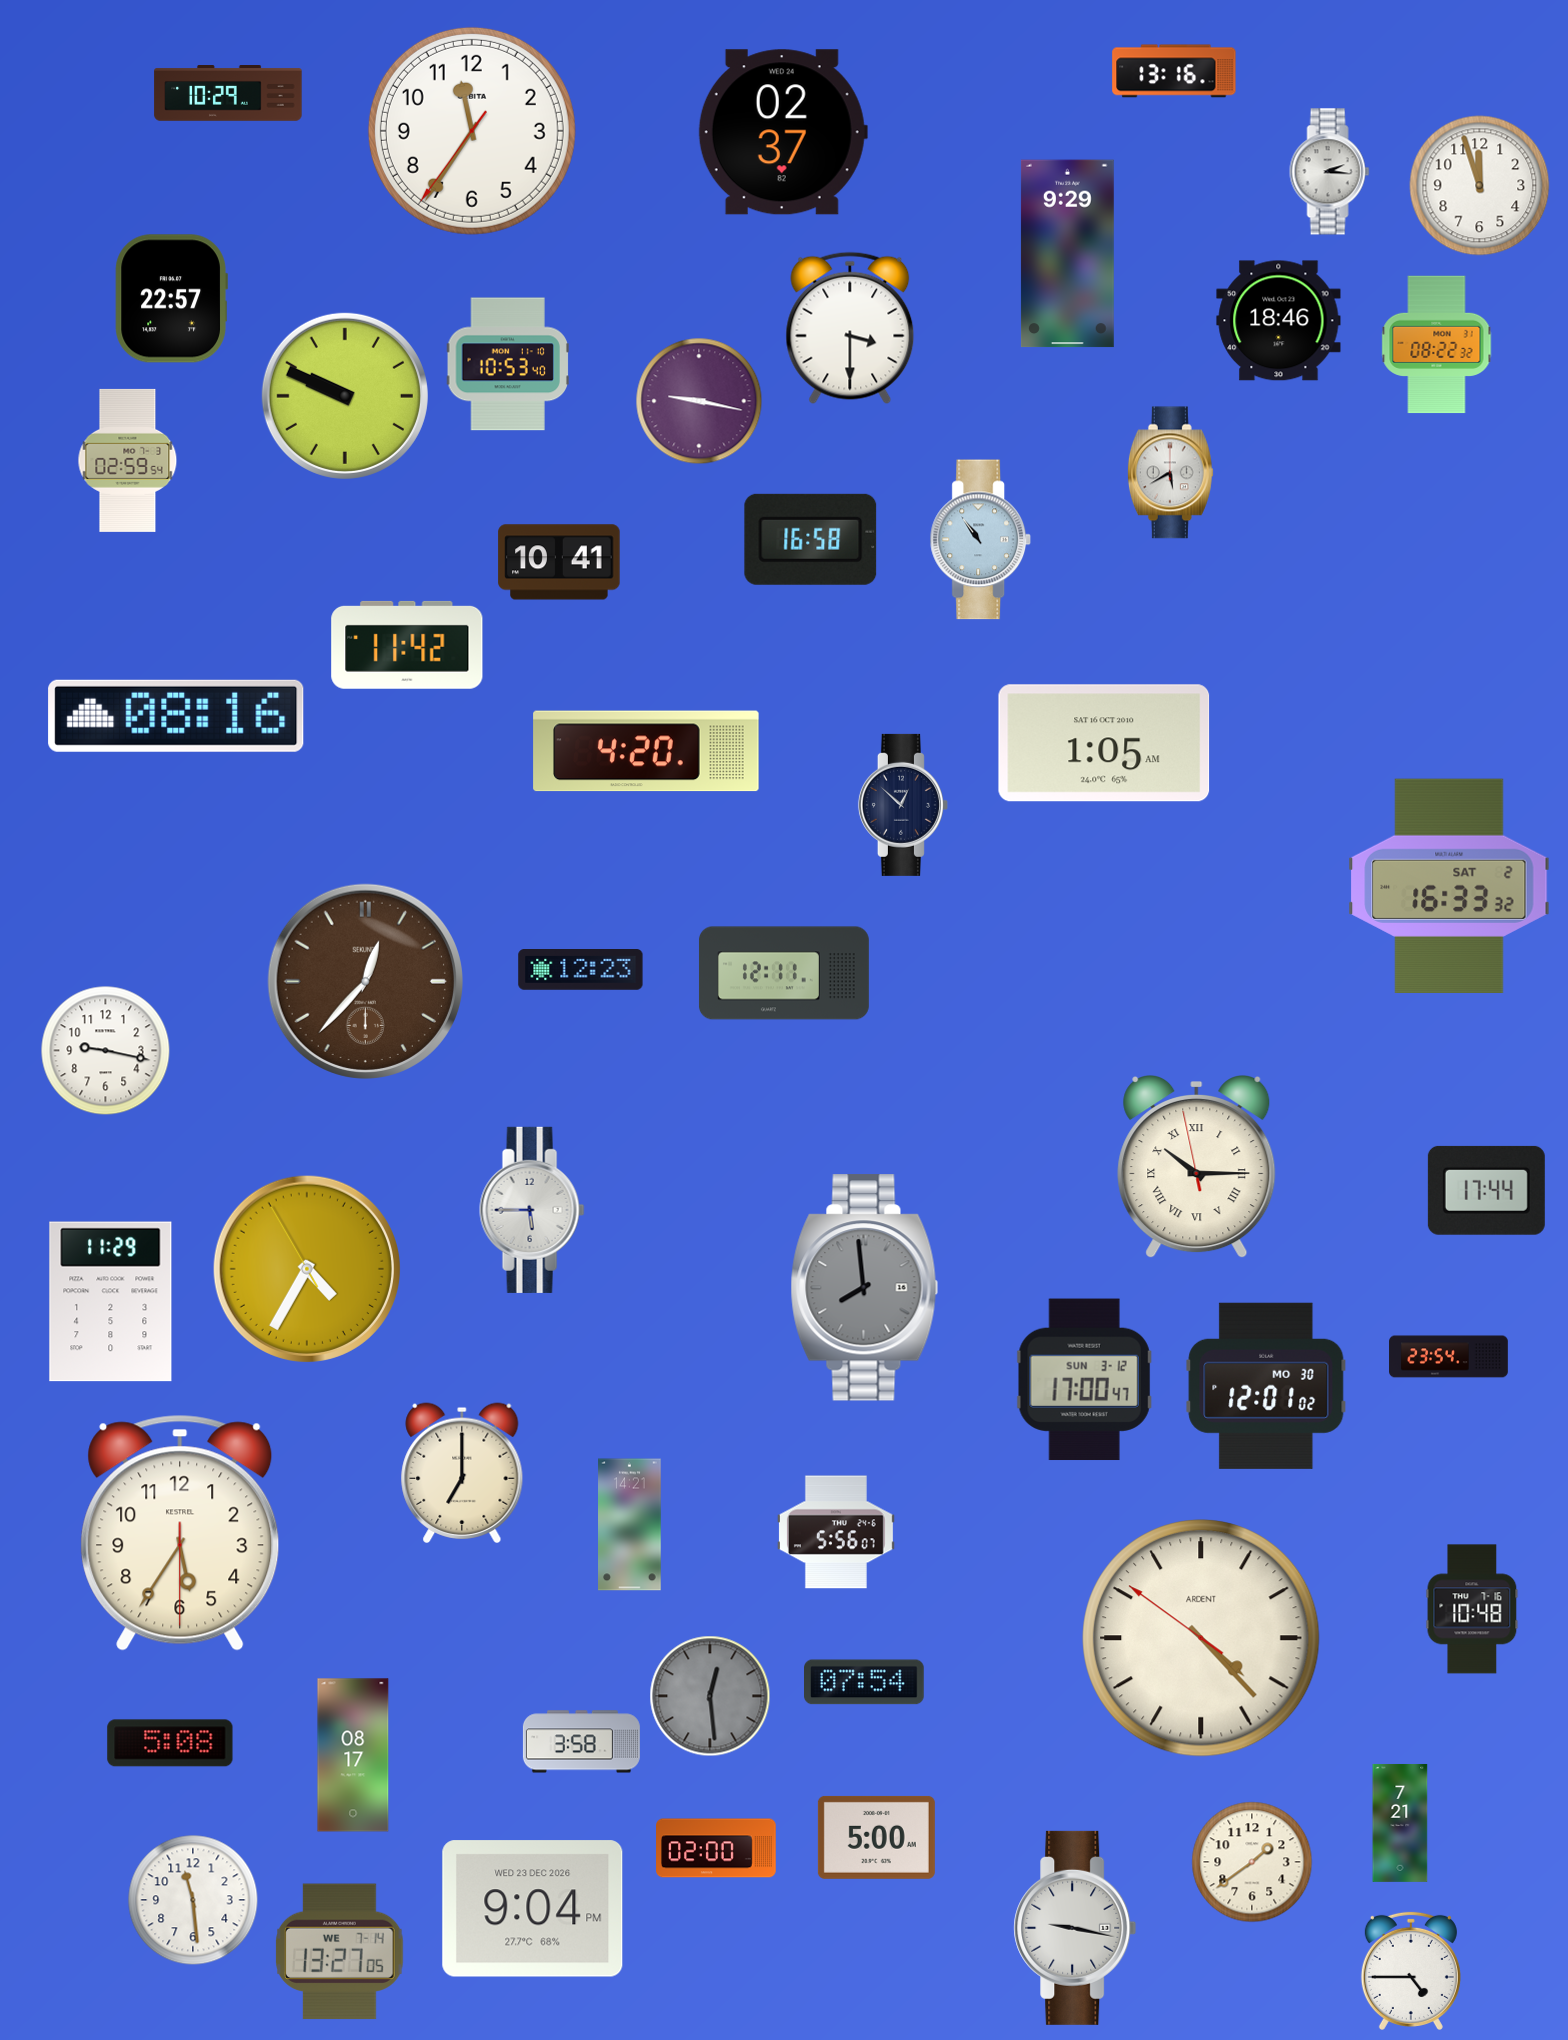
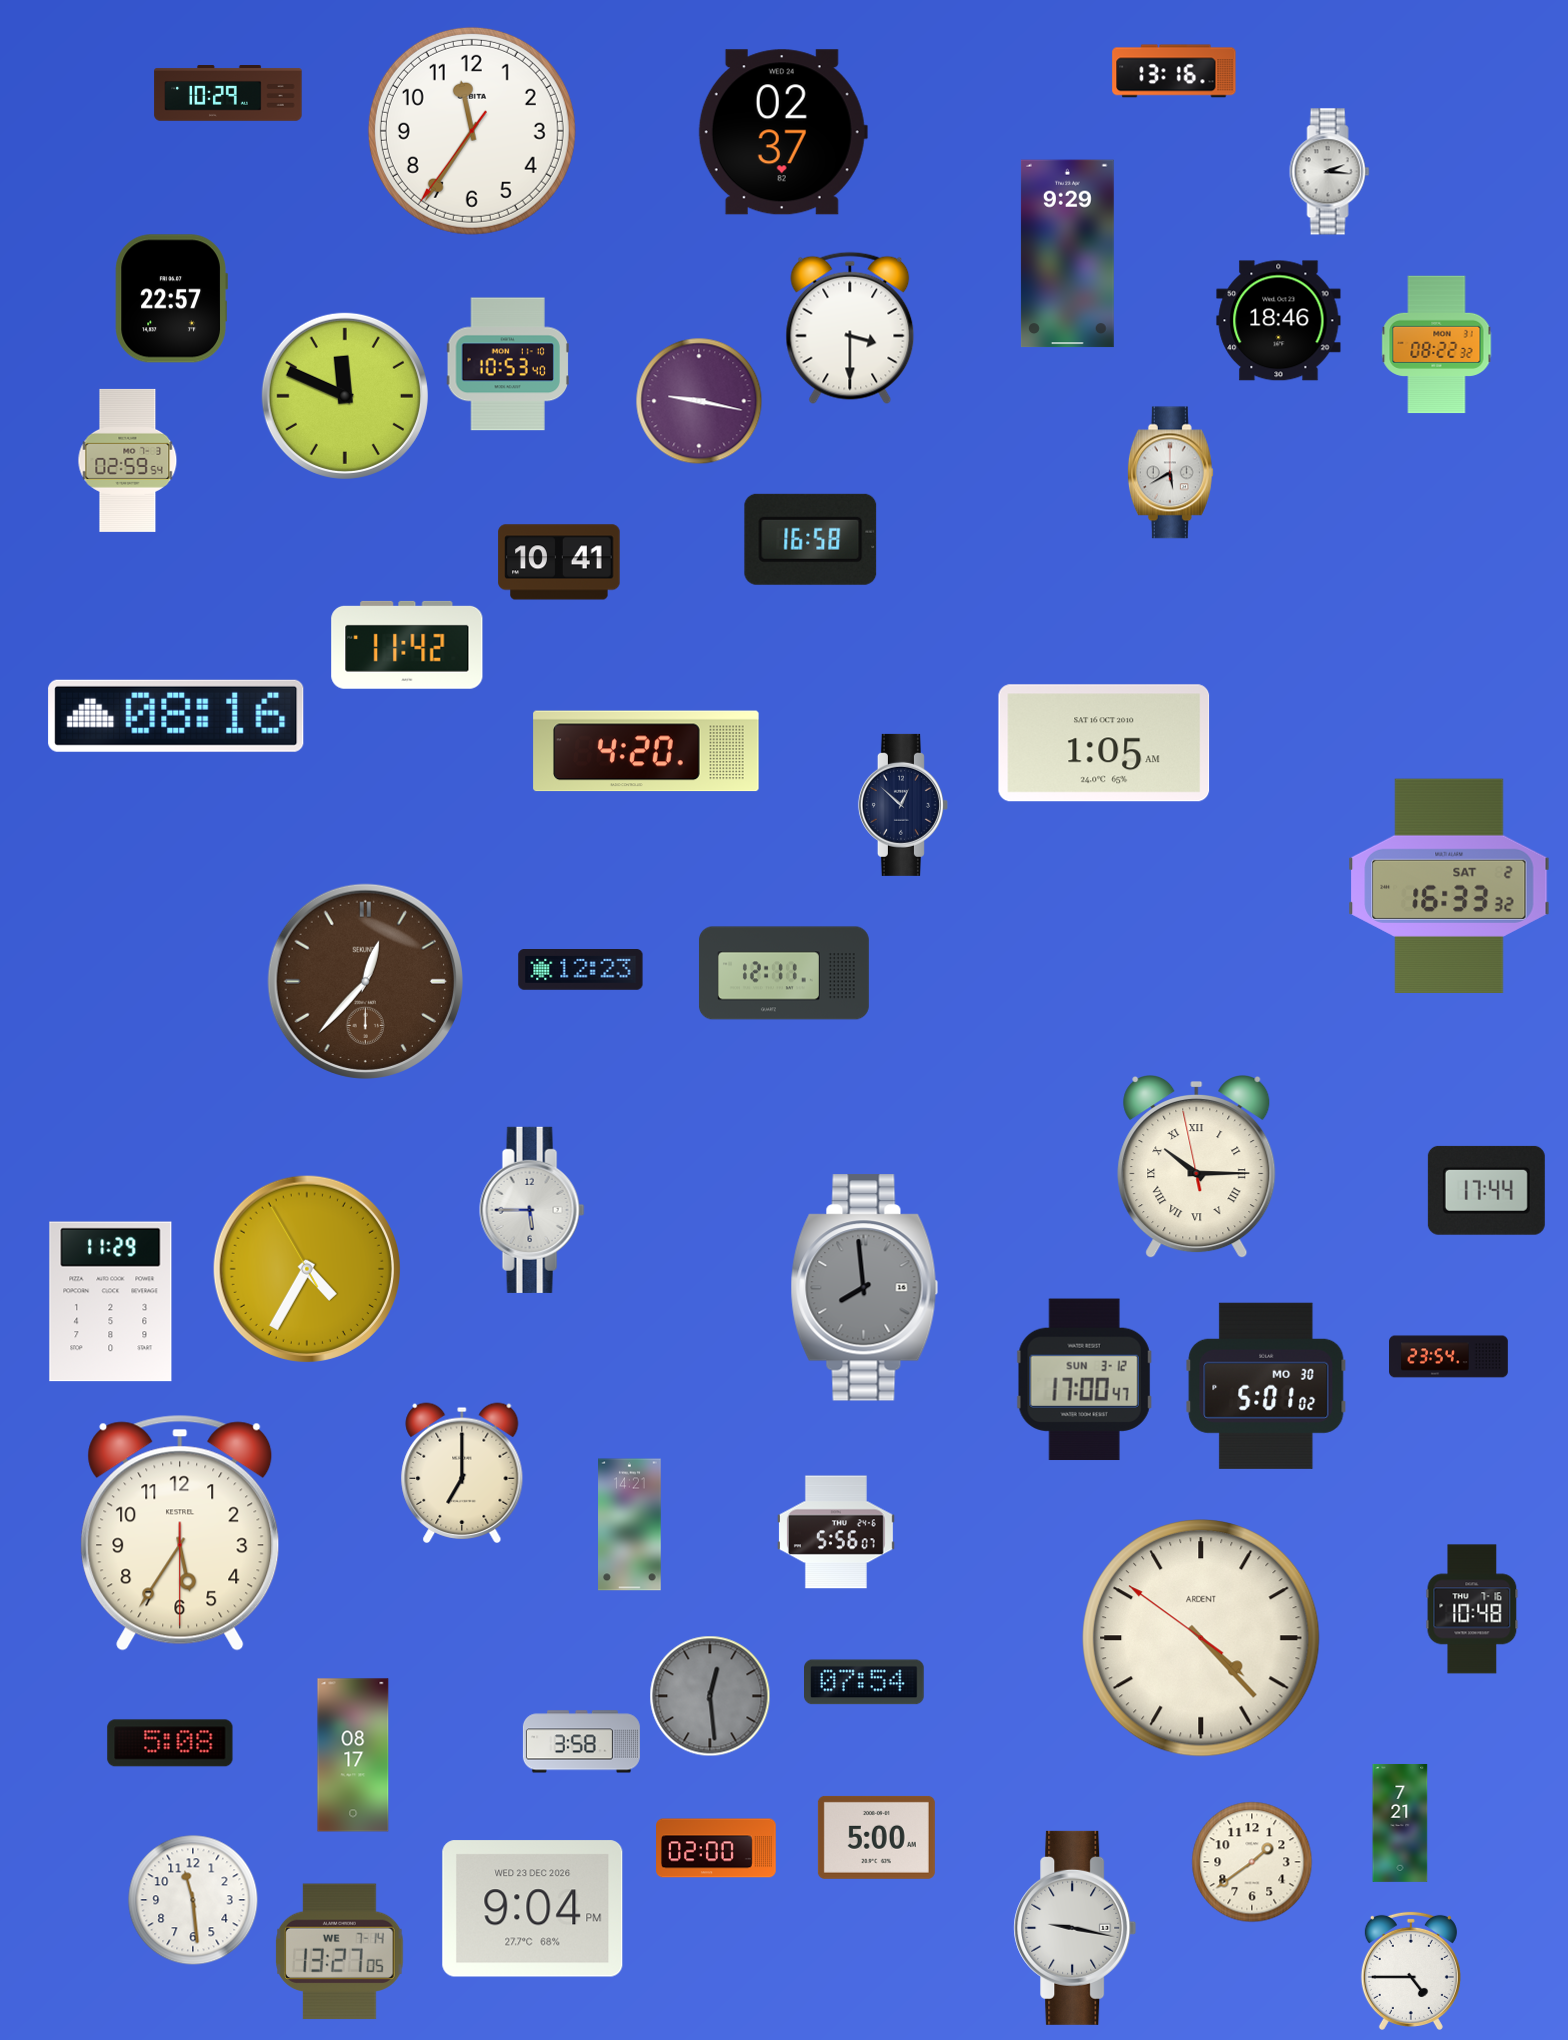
clock at (1480, 186): 11:57 -> none
clock at (345, 396): 9:49 -> 11:49
clock at (981, 540): 10:54 -> none
clock at (106, 1051): 9:17 -> none
clock at (1266, 1386): 12:01 -> 5:01
